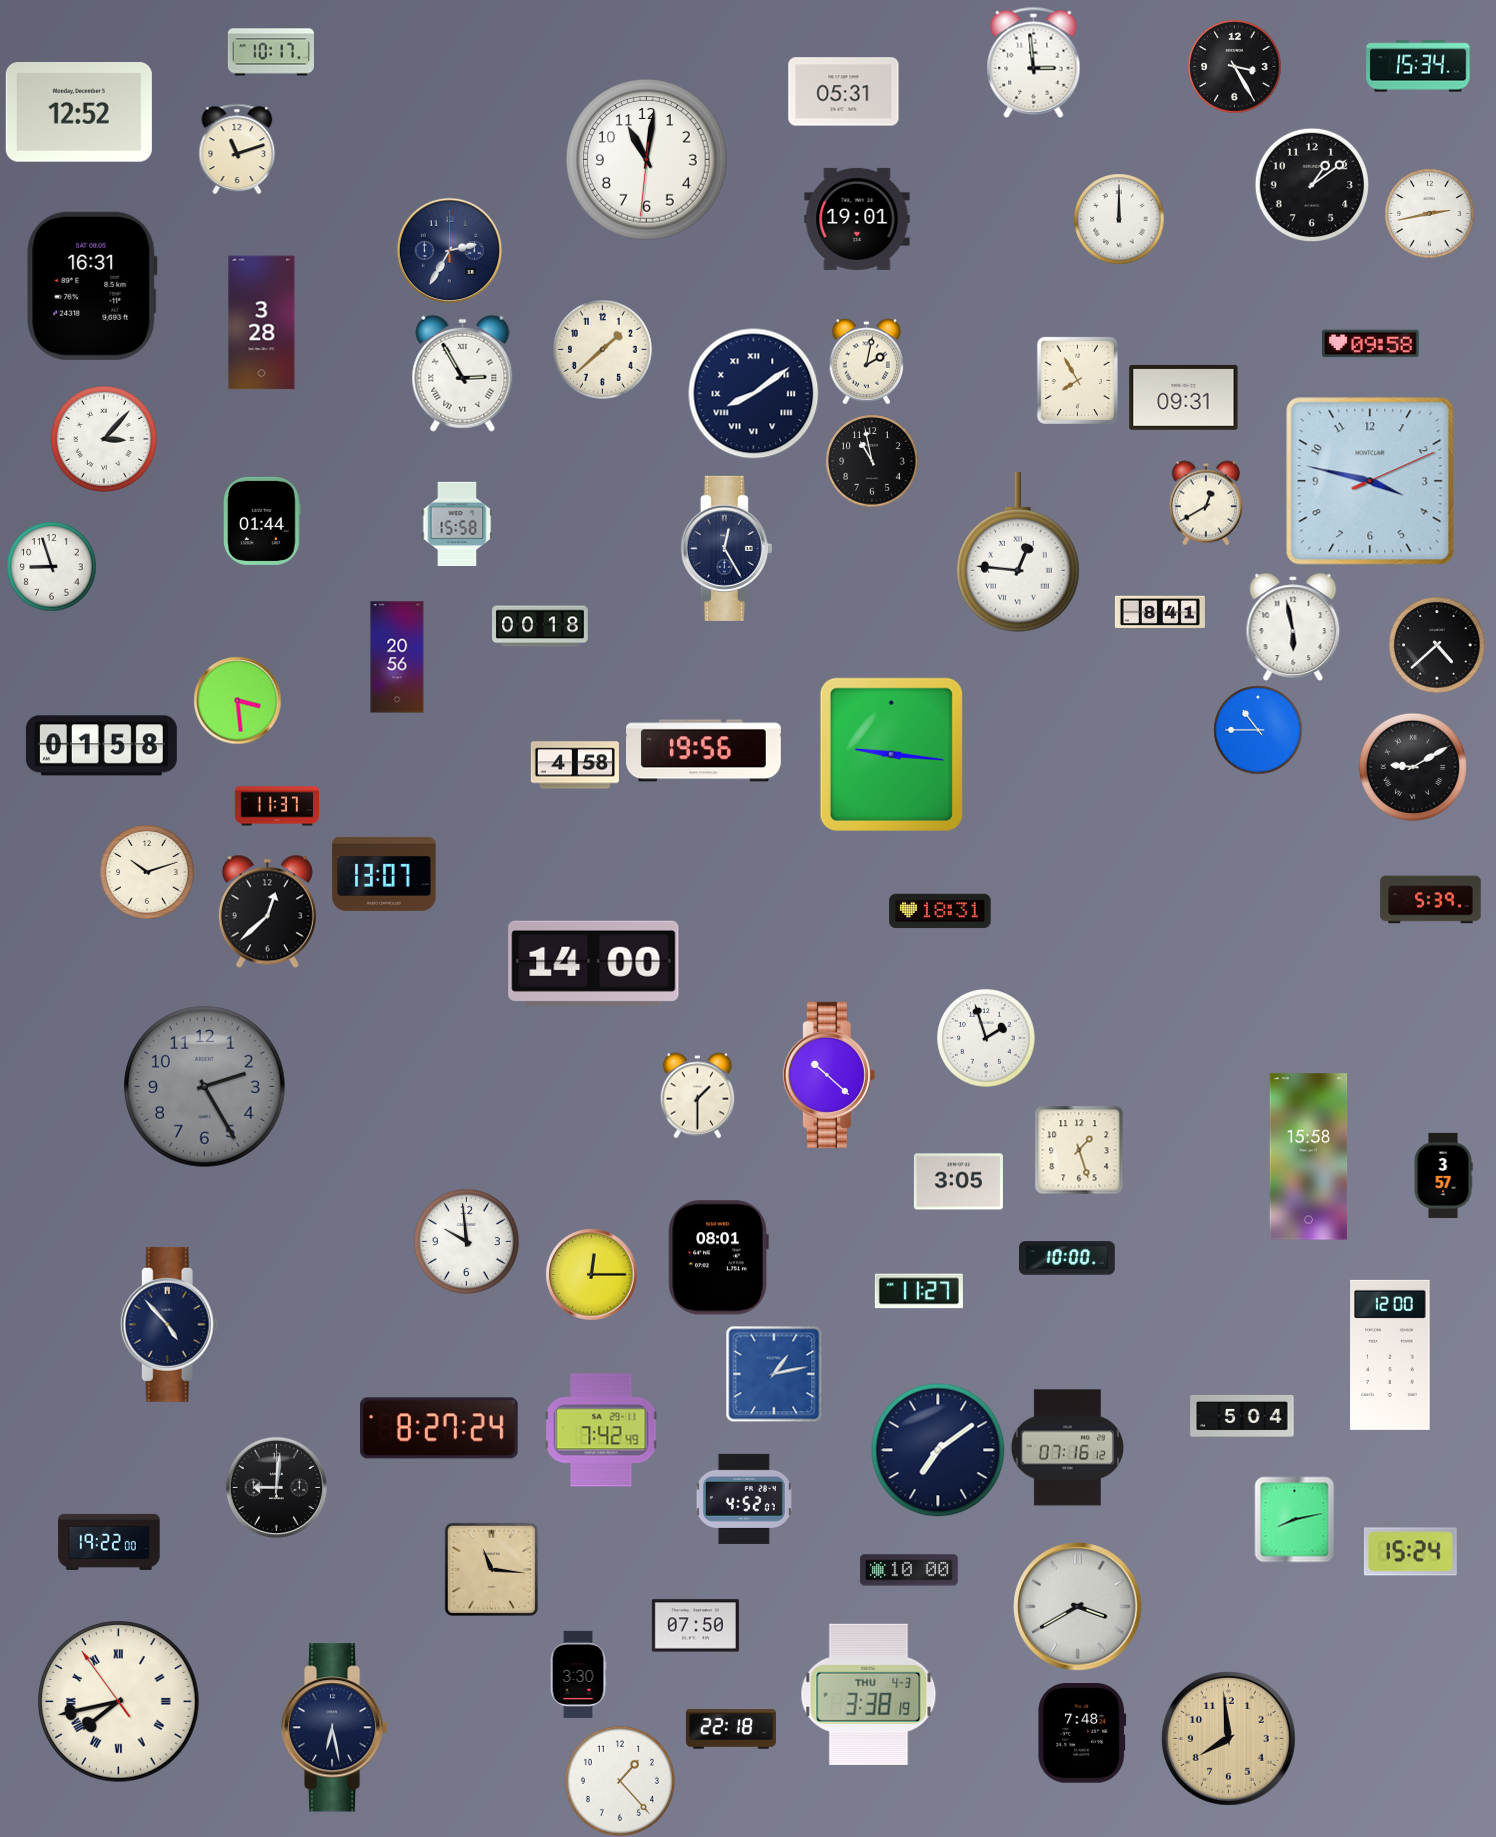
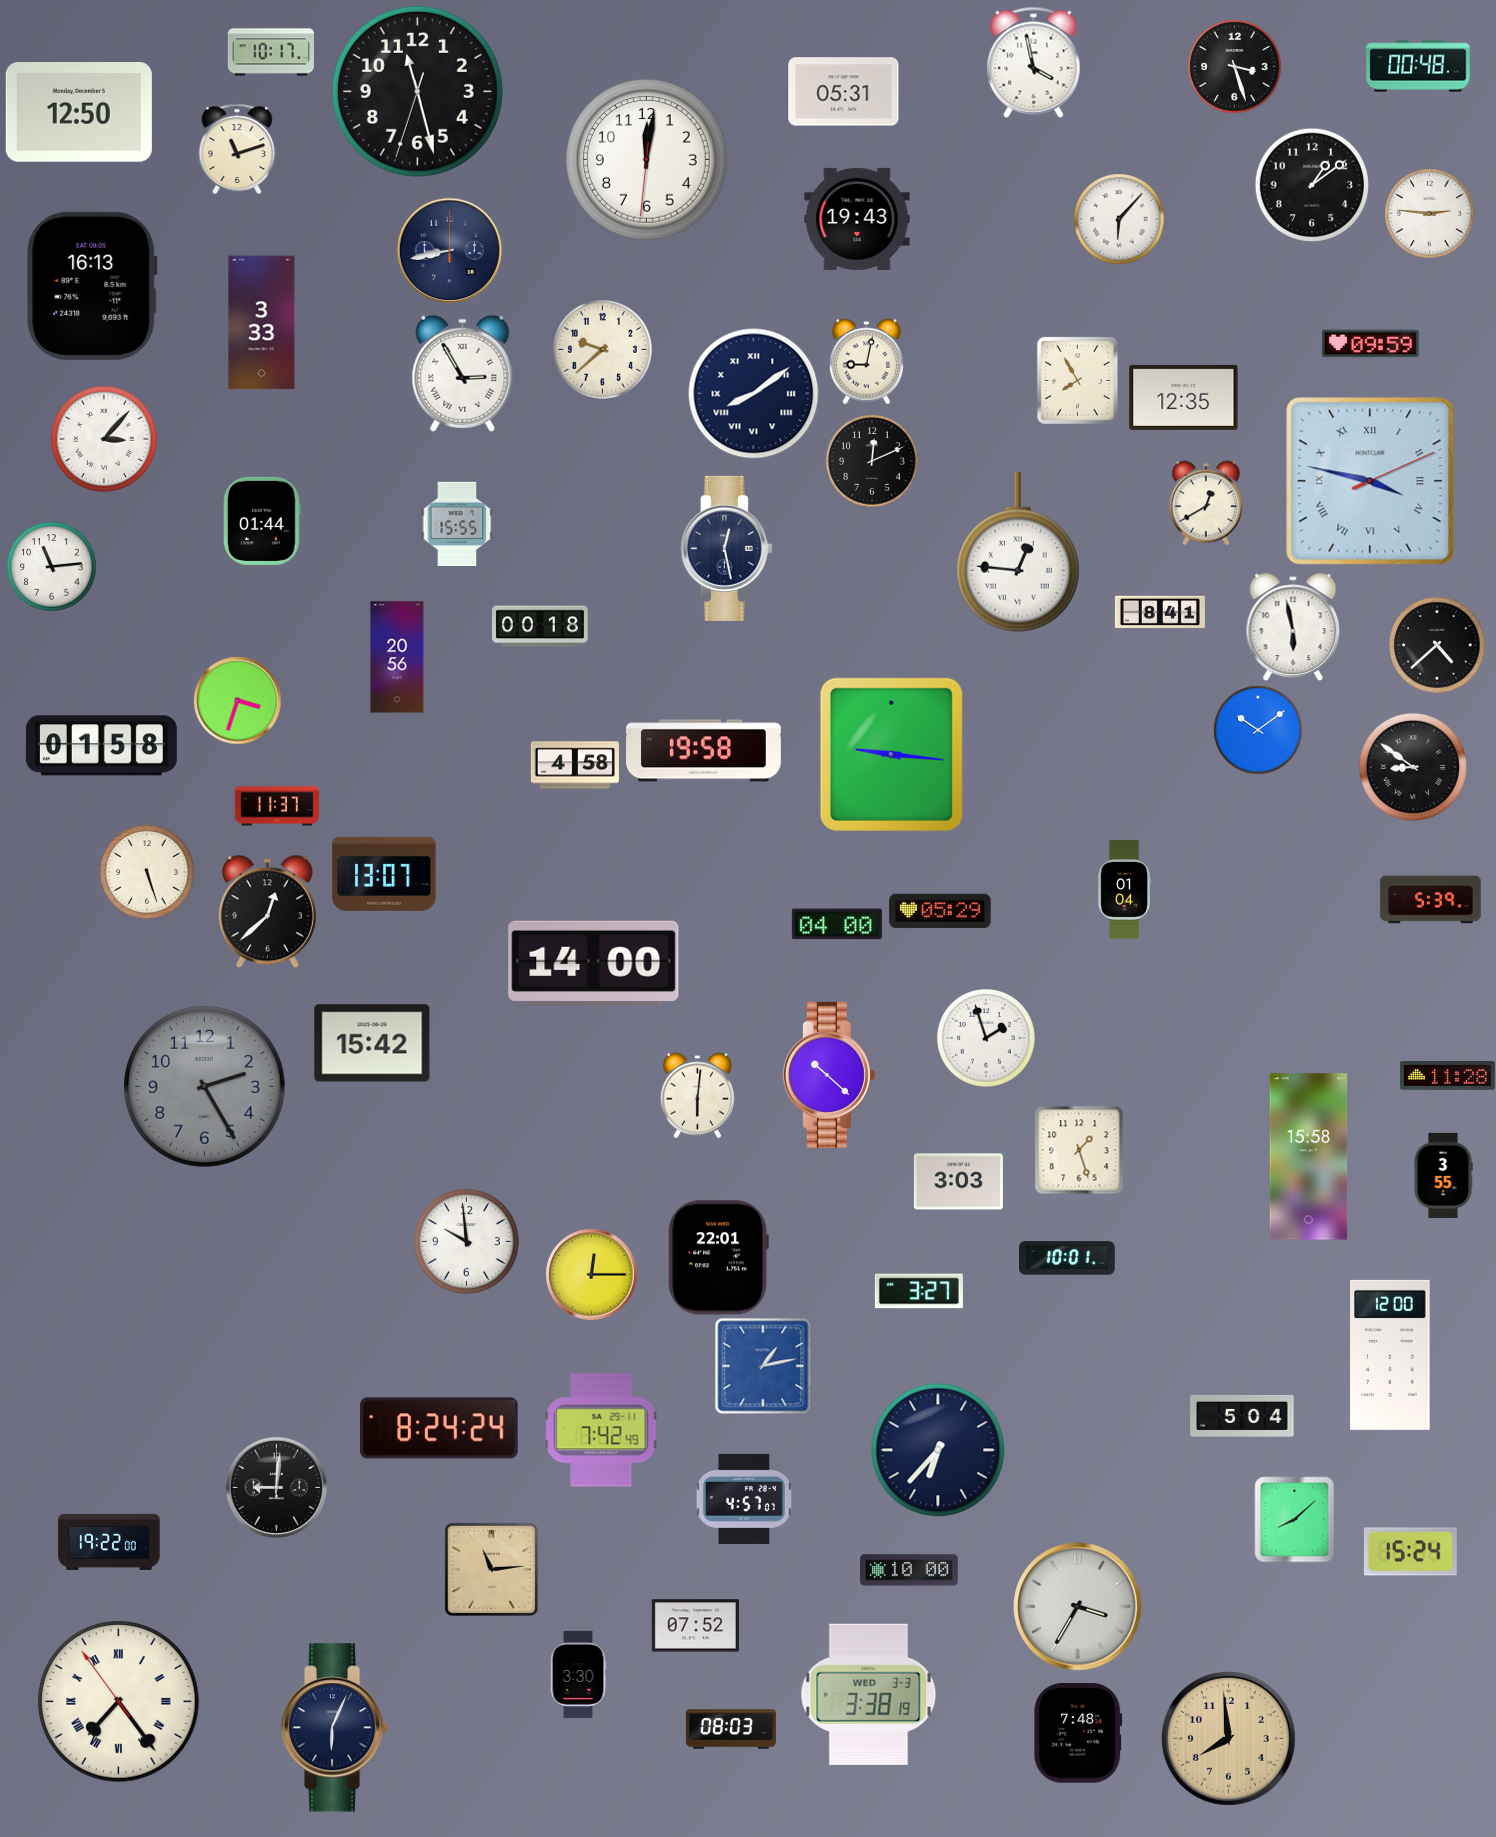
clock at (1034, 62): 2:59 -> 3:58
clock at (1234, 66): 3:25 -> 3:27
clock at (1418, 66): 15:34 -> 00:48
clock at (417, 91): none -> 11:27
clock at (79, 113): 12:52 -> 12:50
clock at (647, 160): 11:01 -> 12:01
clock at (1429, 213): 2:43 -> 2:46
clock at (857, 219): 19:01 -> 19:43
clock at (1119, 219): 12:00 -> 6:07
clock at (449, 250): 2:35 -> 8:43
clock at (92, 286): 16:31 -> 16:13
clock at (262, 323): 3:28 -> 3:33
clock at (1371, 344): 09:58 -> 09:59
clock at (603, 350): 1:38 -> 9:38
clock at (867, 361): 2:02 -> 9:02
clock at (1184, 397): 09:31 -> 12:35
clock at (872, 461): 10:58 -> 12:11
clock at (1370, 481) numerals: Arabic -> Roman
clock at (457, 524): 15:58 -> 15:55
clock at (726, 548): 12:25 -> 12:28
clock at (51, 566): 8:57 -> 11:14
clock at (237, 700): 3:29 -> 3:33
clock at (1258, 730): 10:45 -> 10:09
clock at (704, 751): 19:56 -> 19:58
clock at (1413, 767): 9:10 -> 8:51
clock at (147, 872): 10:12 -> 5:27
clock at (1124, 890): none -> 01:04
clock at (940, 911): 18:31 -> 05:29
clock at (837, 924): none -> 04:00
clock at (372, 1043): none -> 15:42
clock at (1448, 1076): none -> 11:28
clock at (698, 1095): 1:30 -> 6:01
clock at (1443, 1175): 3:57 -> 3:55
clock at (958, 1182): 3:05 -> 3:03
clock at (718, 1258): 08:01 -> 22:01
clock at (1067, 1258): 10:00 -> 10:01
clock at (919, 1291): 11:27 -> 3:27
clock at (169, 1324): 4:53 -> none
clock at (774, 1374) position: (774, 1374) -> (763, 1366)
clock at (439, 1428): 8:27 -> 8:24
clock at (1067, 1448): 07:16 -> none
clock at (938, 1450): 7:09 -> 6:37
clock at (744, 1499): 4:52 -> 4:57
clock at (1295, 1519): 8:13 -> 8:08
clock at (491, 1569): 11:16 -> 11:14
clock at (1078, 1607): 3:40 -> 3:35
clock at (695, 1626): 07:50 -> 07:52
clock at (869, 1694) date: THU 4-3 -> WED 3-3
clock at (119, 1702): 7:42 -> 7:23
clock at (335, 1728): 6:28 -> 6:04
clock at (731, 1729): 22:18 -> 08:03
clock at (1082, 1733) position: (1082, 1733) -> (1078, 1733)
clock at (620, 1781): 1:23 -> none
